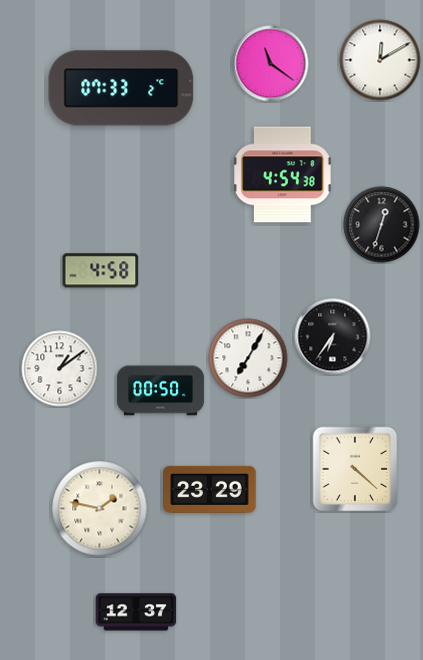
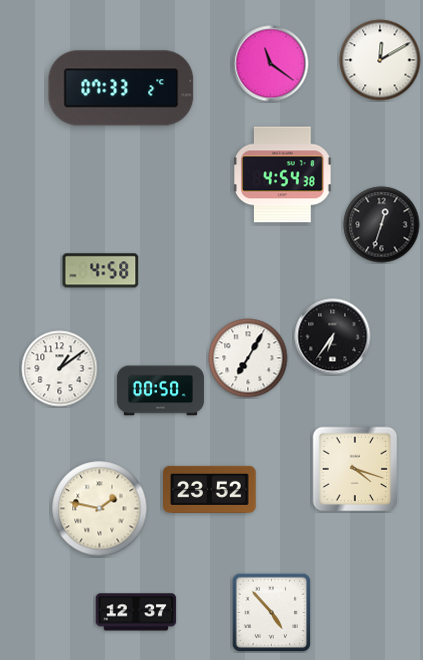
clock at (355, 469): 4:22 -> 4:18
clock at (210, 489): 23:29 -> 23:52
clock at (271, 612): none -> 4:53
